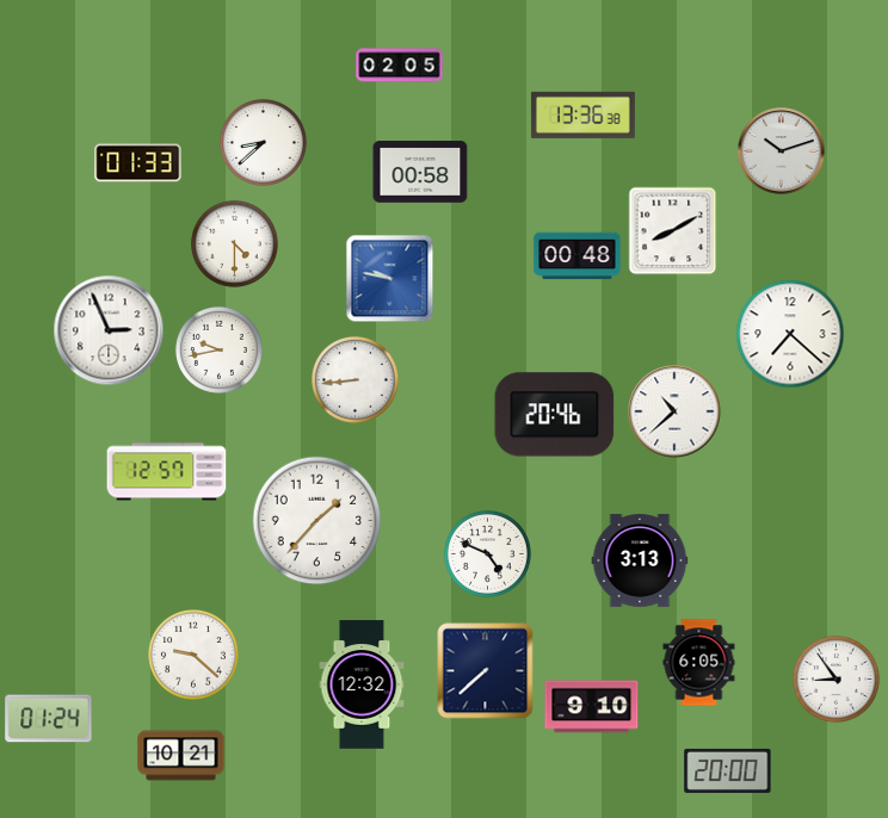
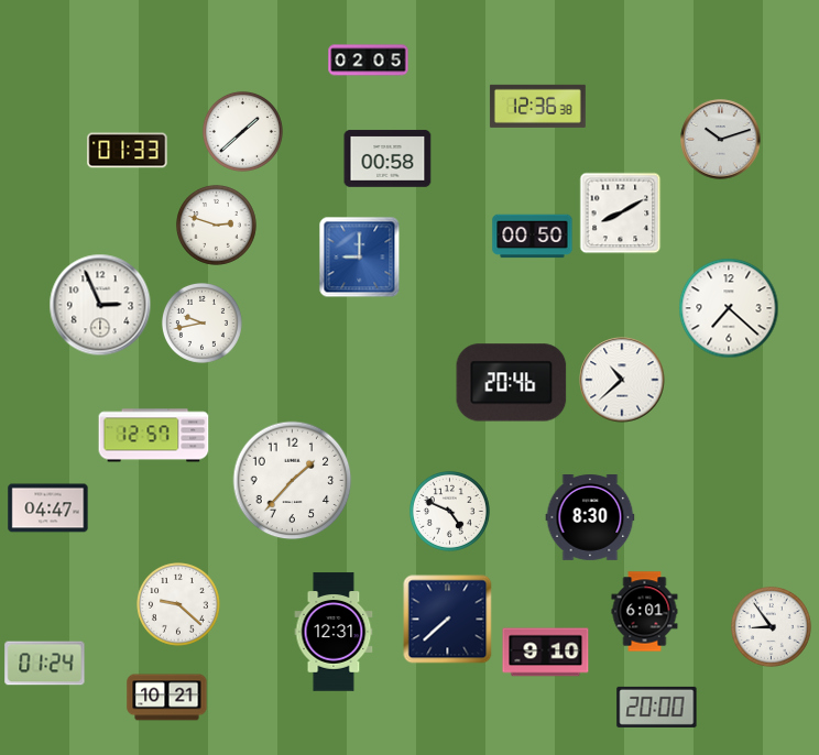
clock at (582, 114): 13:36 -> 12:36
clock at (263, 142): 8:38 -> 1:38
clock at (234, 243): 4:30 -> 2:48
clock at (578, 256): 00:48 -> 00:50
clock at (390, 279): 9:47 -> 9:00
clock at (354, 379): 8:44 -> none
clock at (48, 508): none -> 04:47
clock at (640, 562): 3:13 -> 8:30
clock at (699, 663): 6:05 -> 6:01
clock at (362, 684): 12:32 -> 12:31
clock at (728, 770) position: (728, 770) -> (657, 707)
